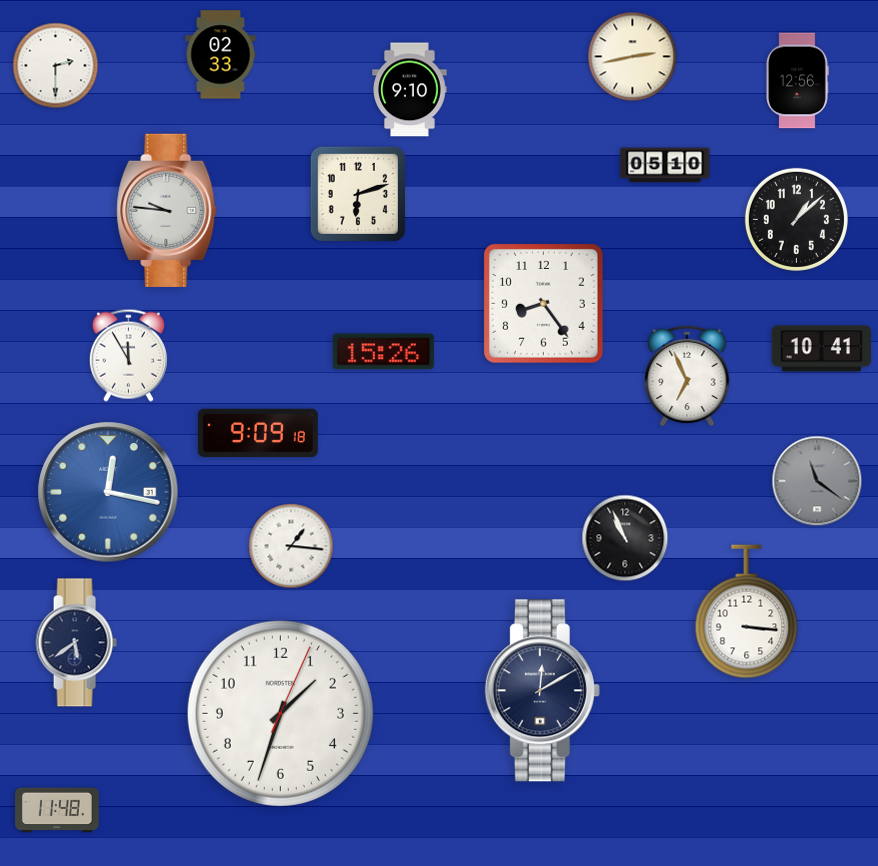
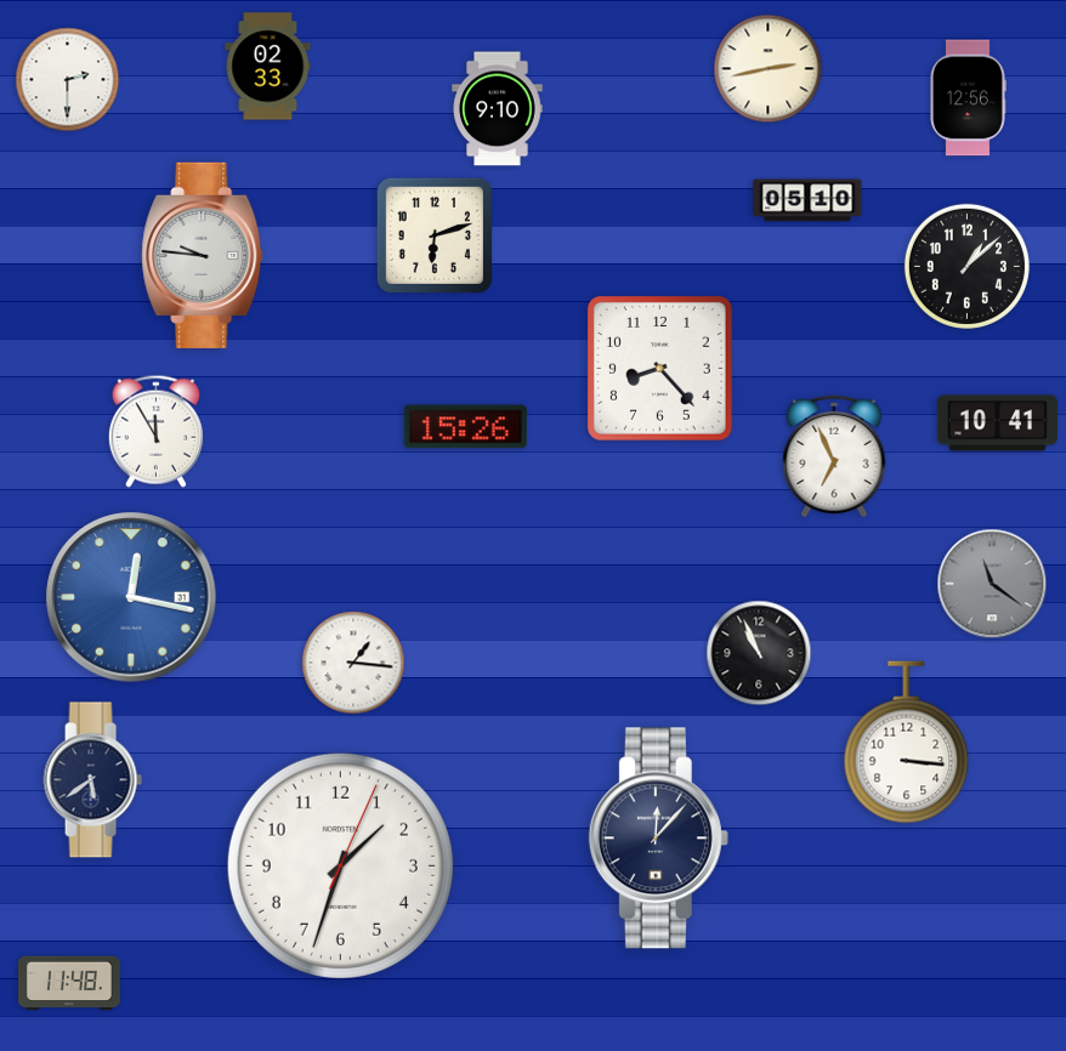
clock at (544, 304): 8:24 -> 8:23
clock at (258, 433): 9:09 -> none
clock at (542, 691): 12:10 -> 12:07
